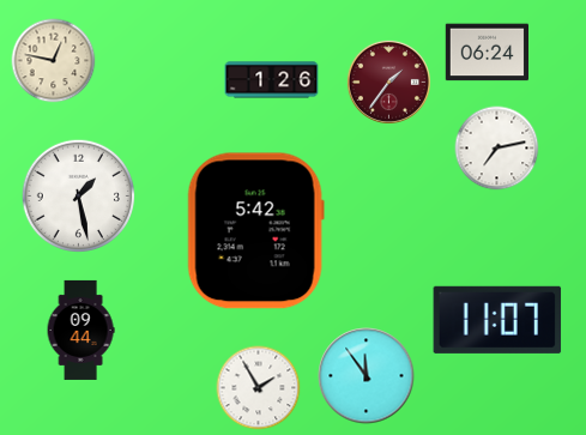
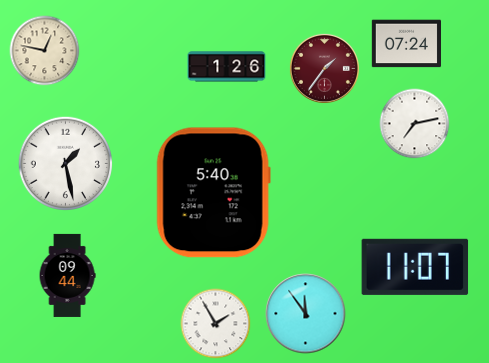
clock at (487, 53): 06:24 -> 07:24
clock at (255, 231): 5:42 -> 5:40
